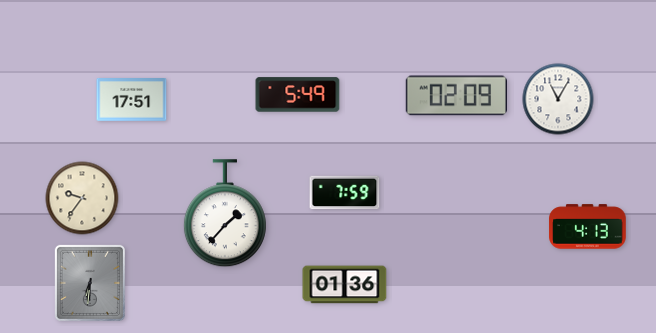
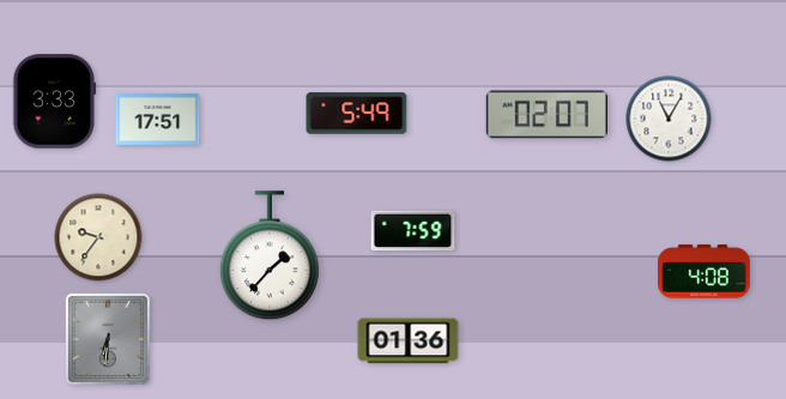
clock at (54, 102): none -> 3:33
clock at (456, 96): 02:09 -> 02:07
clock at (588, 227): 4:13 -> 4:08
clock at (345, 285) position: (345, 285) -> (409, 341)
